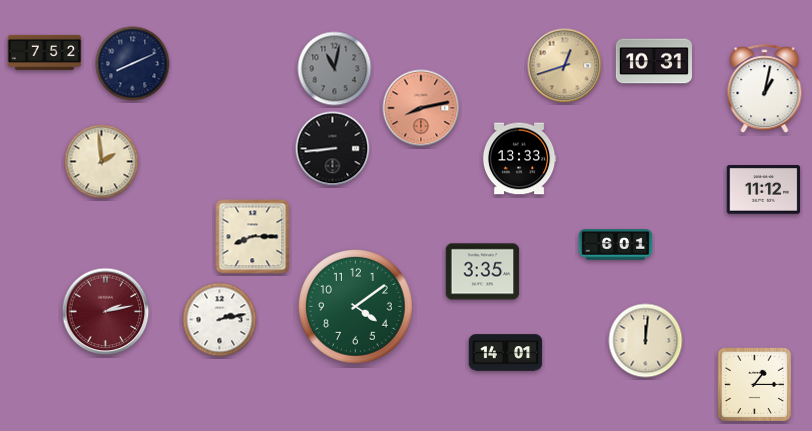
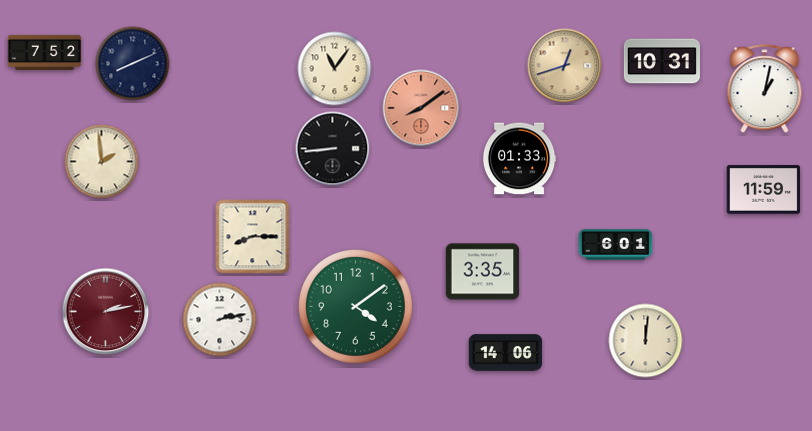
clock at (654, 61) position: (654, 61) -> (662, 61)
clock at (335, 69): 11:02 -> 11:06
clock at (335, 69) dial: grey -> cream
clock at (421, 108): 8:13 -> 8:09
clock at (519, 159): 13:33 -> 01:33
clock at (764, 190): 11:12 -> 11:59
clock at (506, 353): 14:01 -> 14:06
clock at (755, 385): 1:15 -> none
